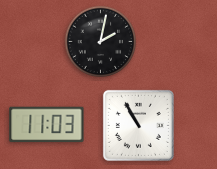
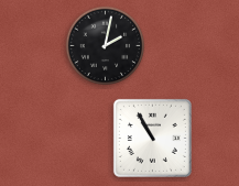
clock at (101, 42) position: (101, 42) -> (106, 46)
clock at (47, 125): 11:03 -> none
